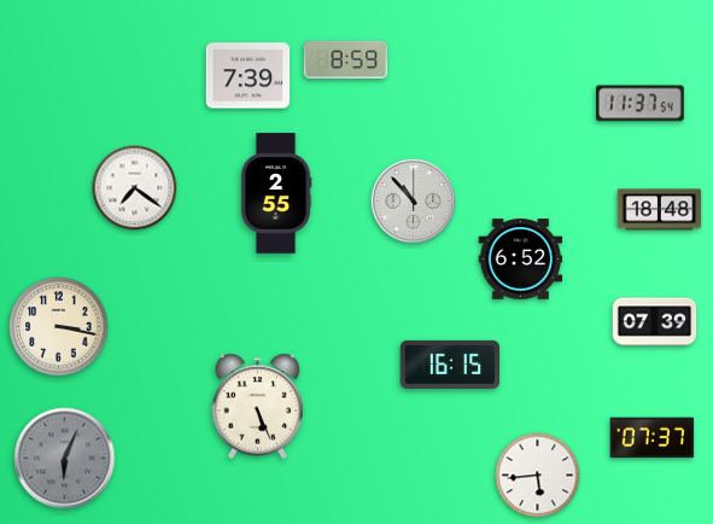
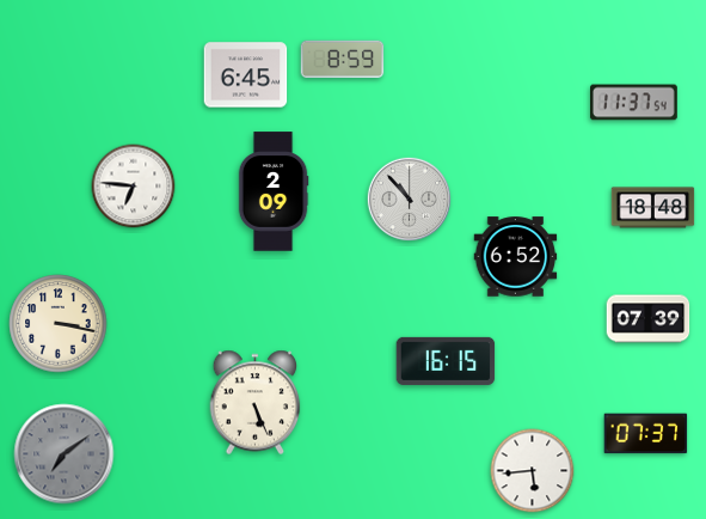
clock at (249, 76): 7:39 -> 6:45
clock at (135, 188): 7:21 -> 6:46
clock at (276, 193): 2:55 -> 2:09
clock at (65, 459): 6:04 -> 7:09
